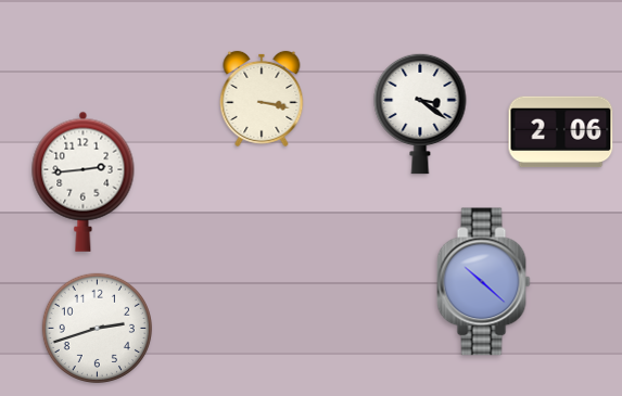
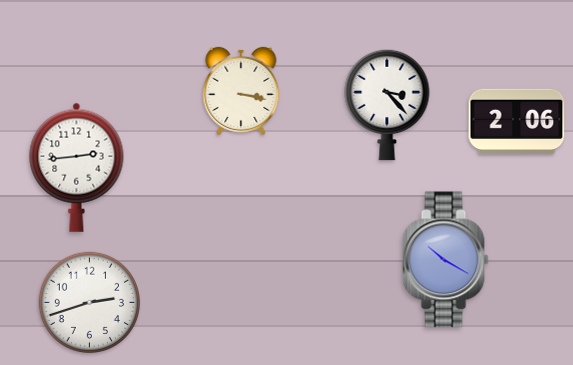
clock at (420, 114): 3:21 -> 3:23
clock at (484, 282): 10:22 -> 10:20
